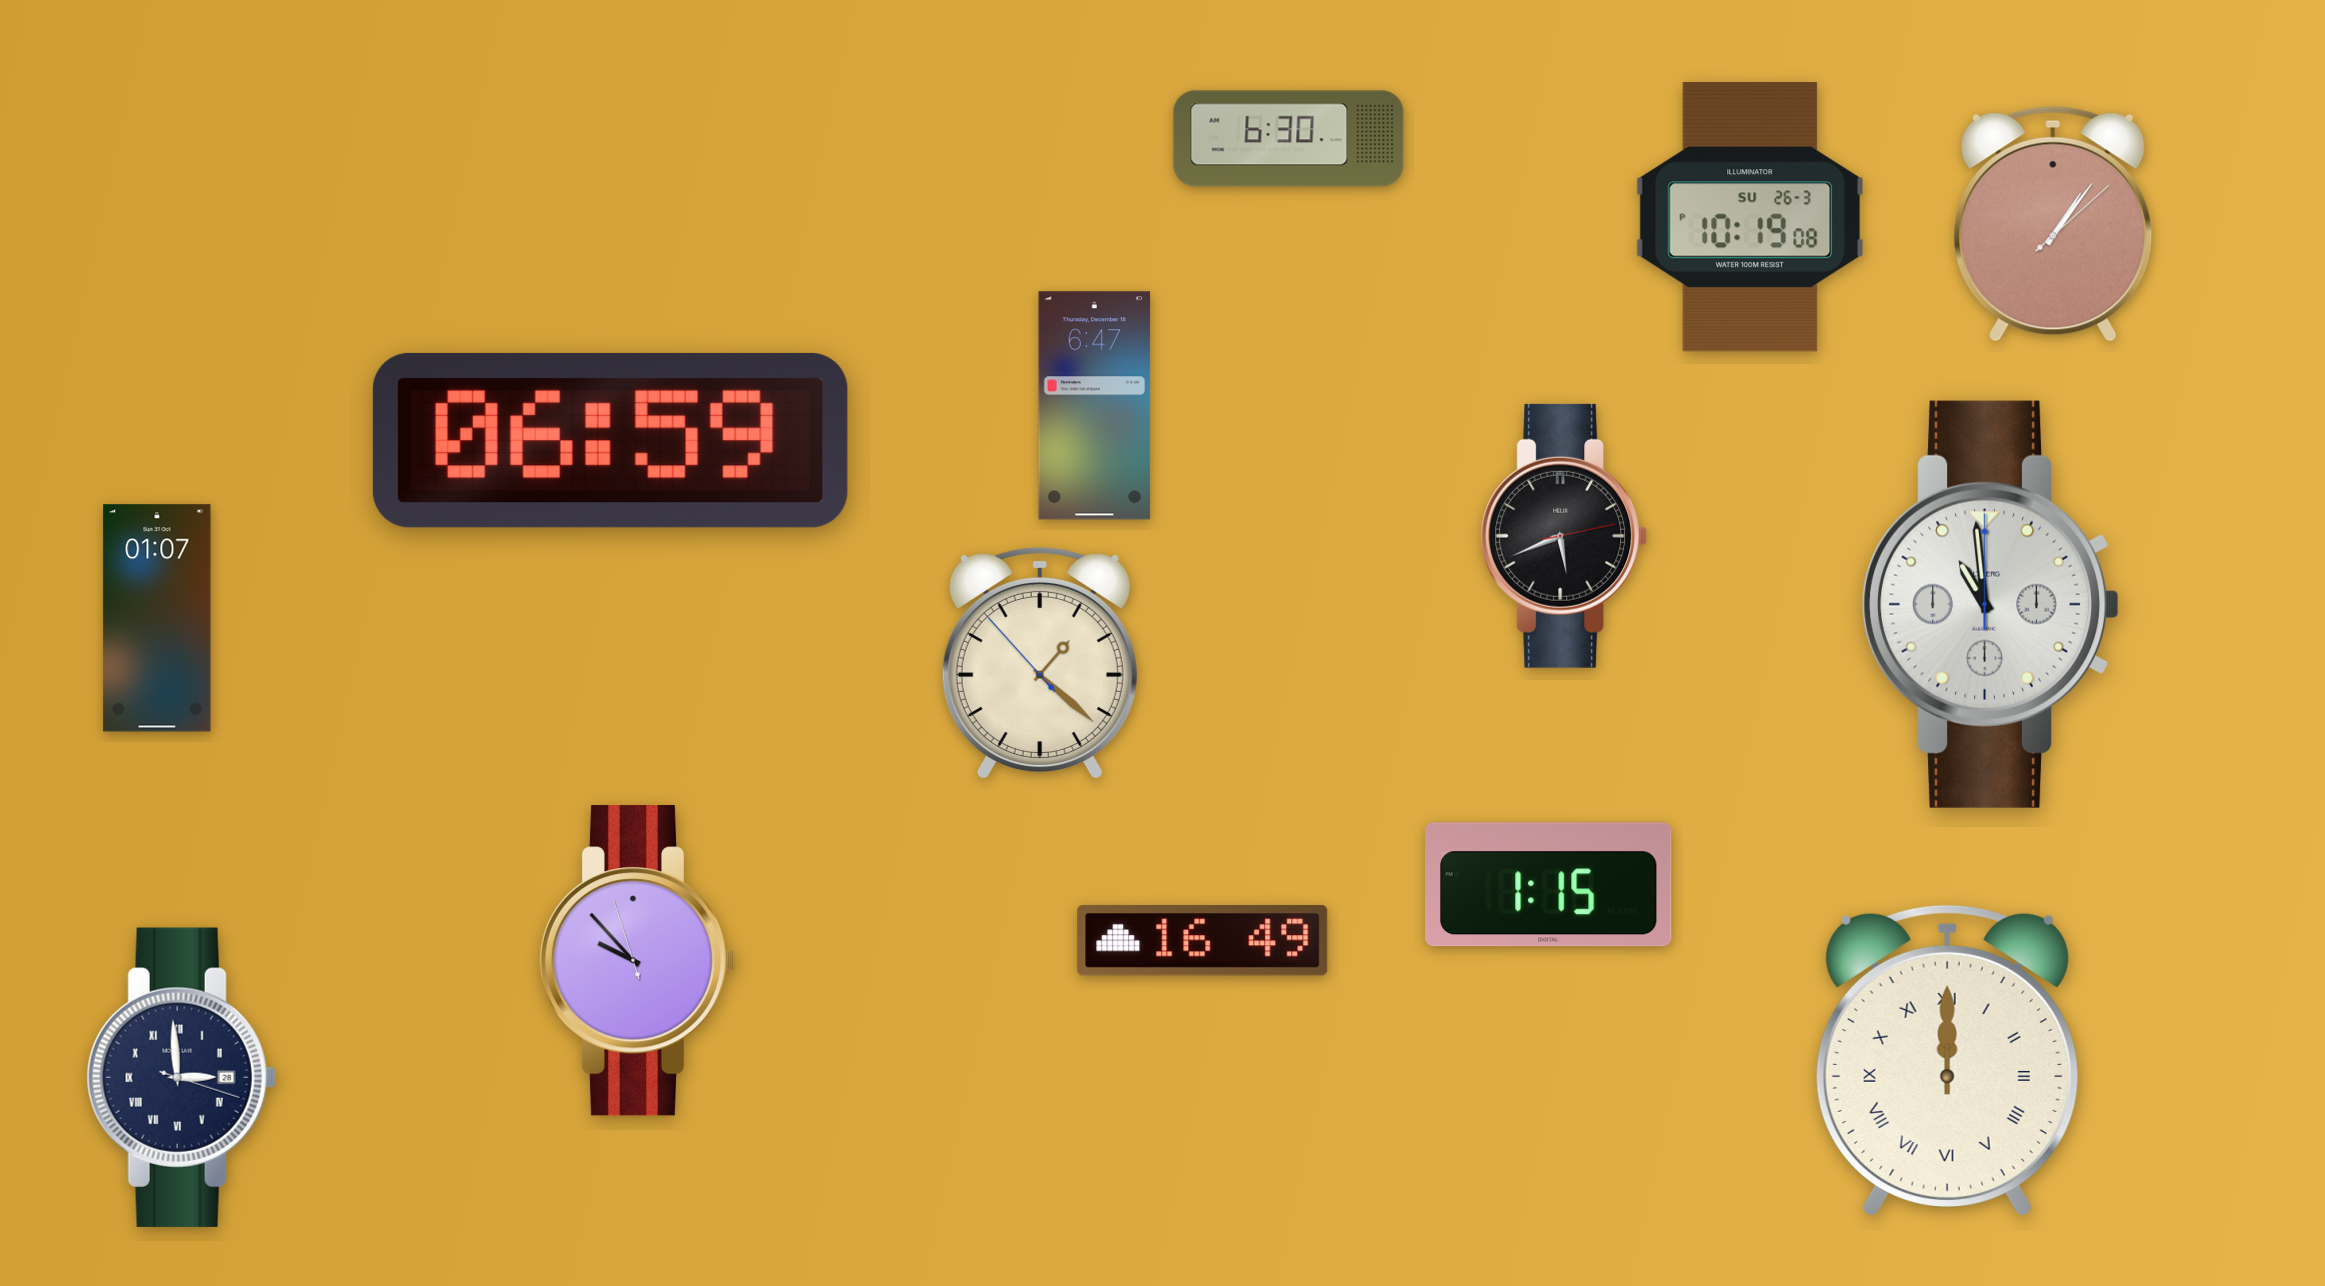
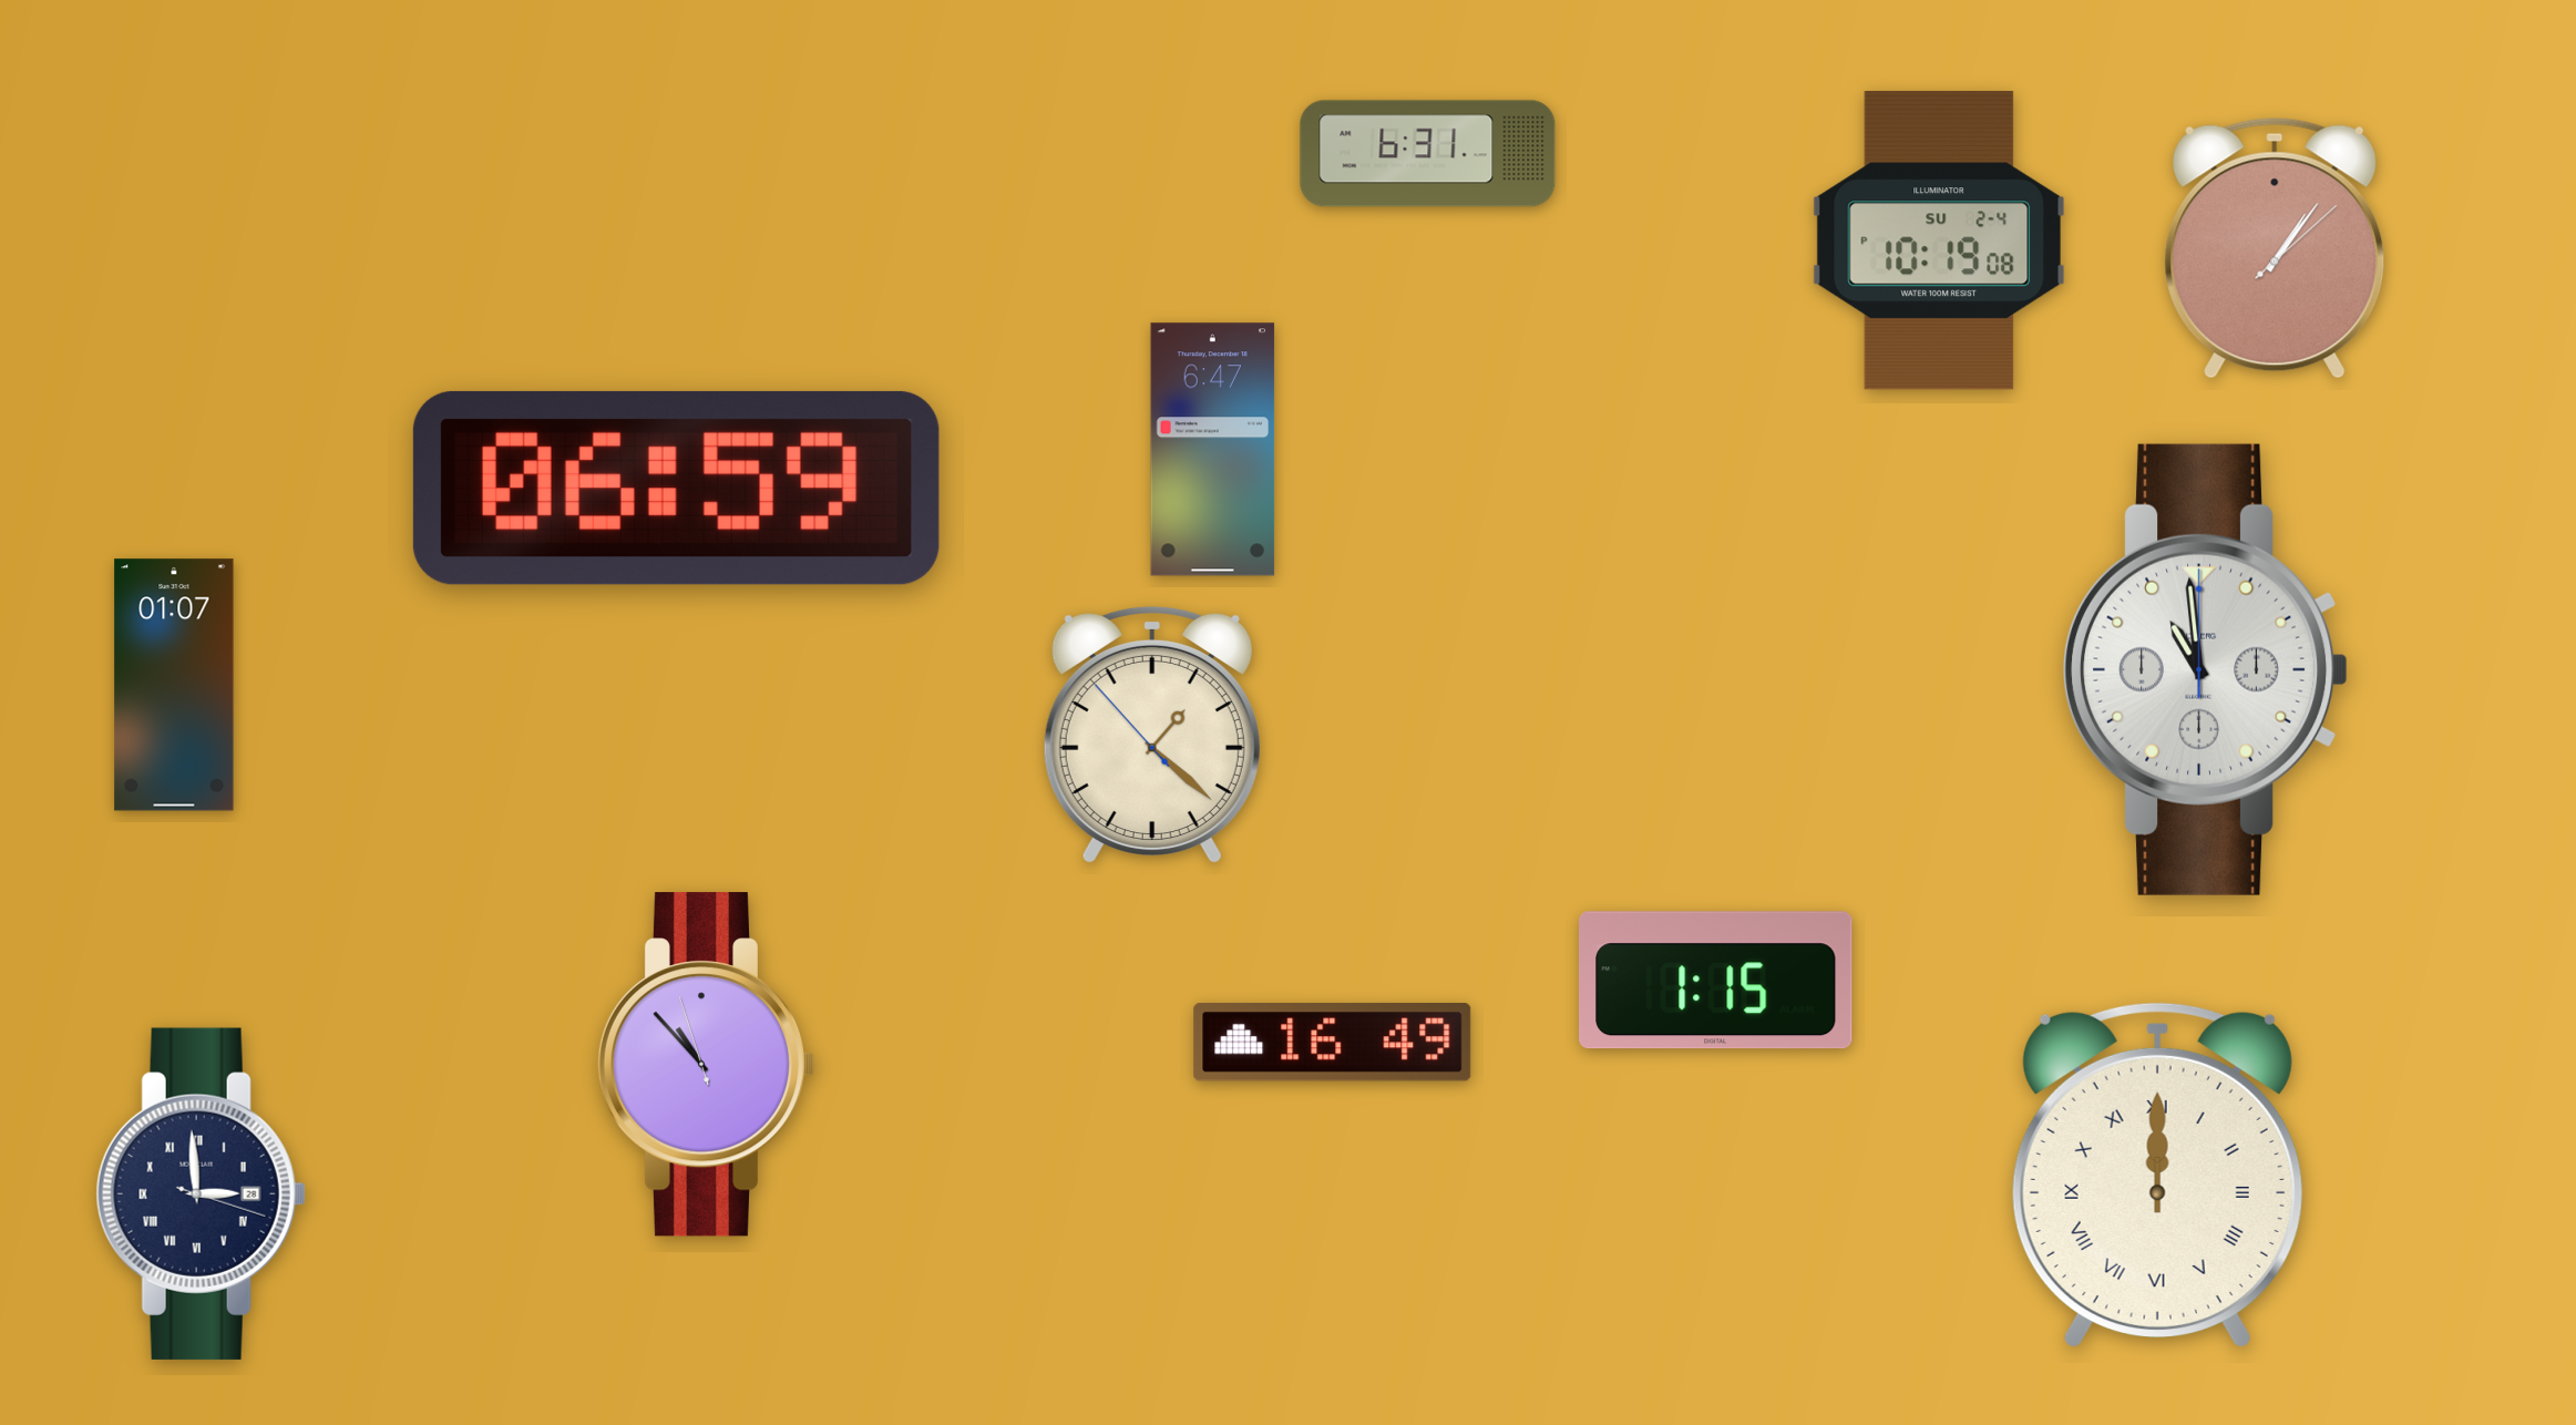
clock at (1289, 139): 6:30 -> 6:31
clock at (1749, 217) date: SU 26-3 -> SU 2-4
clock at (1564, 536): 5:41 -> none
clock at (637, 961): 9:52 -> 10:52
